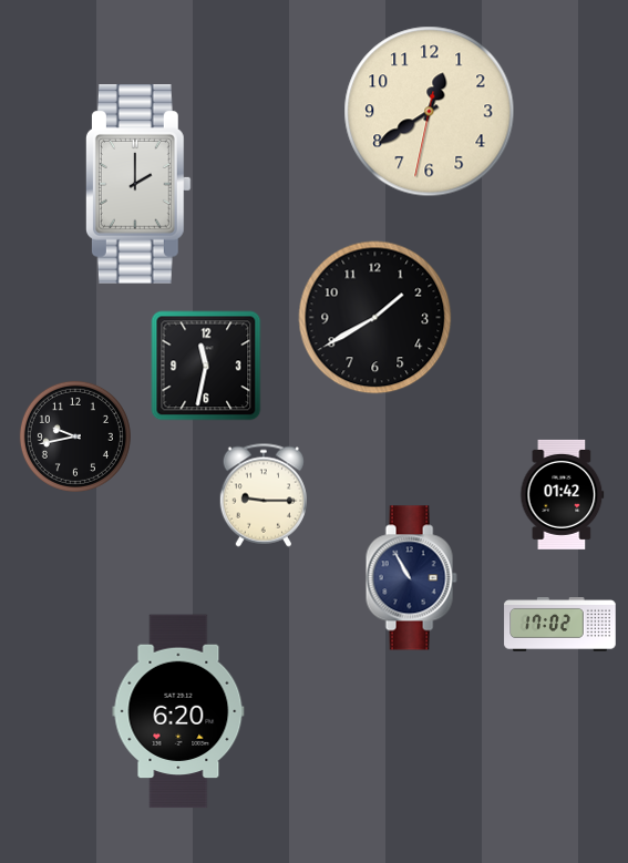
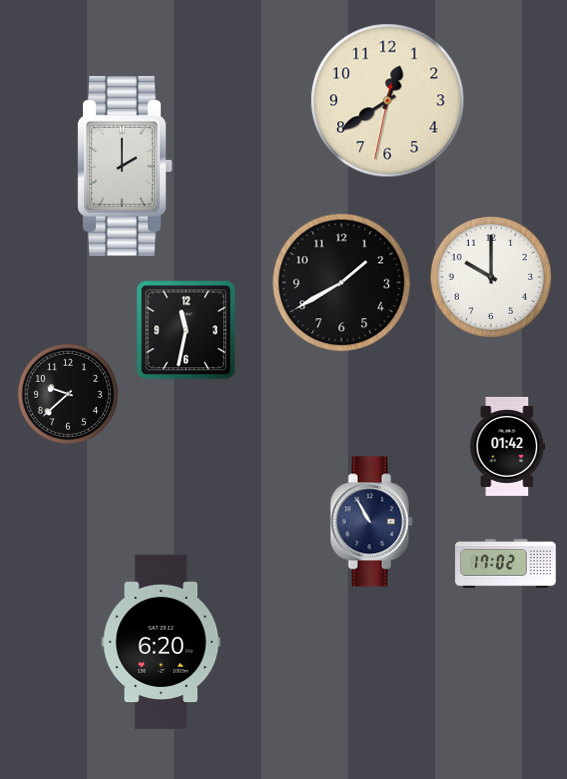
clock at (491, 277): none -> 10:00
clock at (375, 318) position: (375, 318) -> (342, 283)
clock at (75, 436): 9:43 -> 9:38
clock at (264, 495): 9:15 -> none
